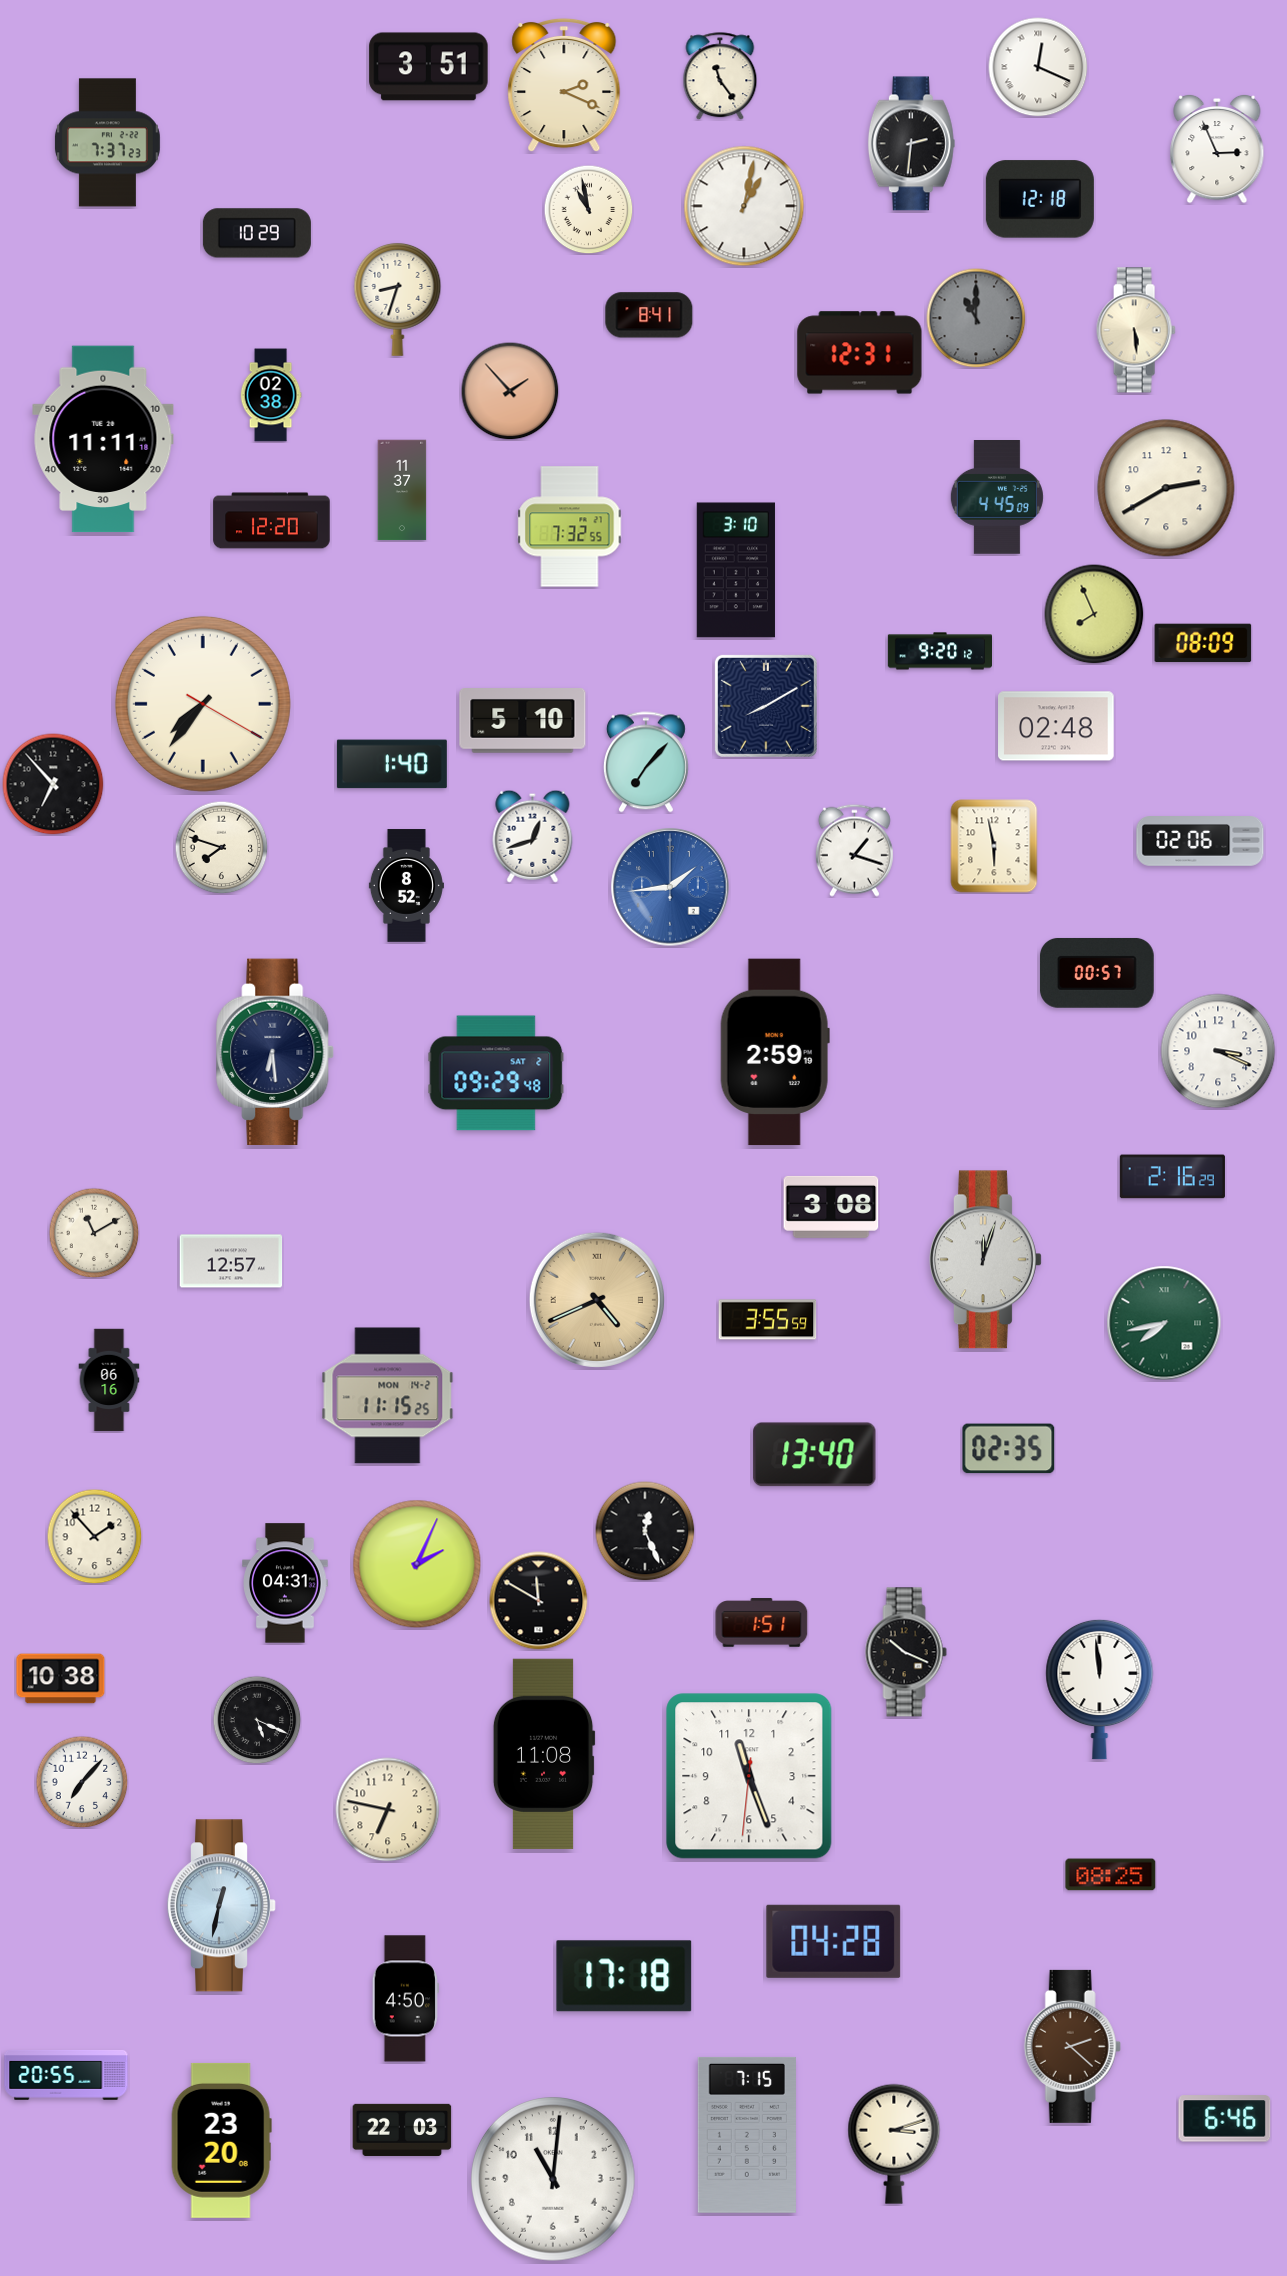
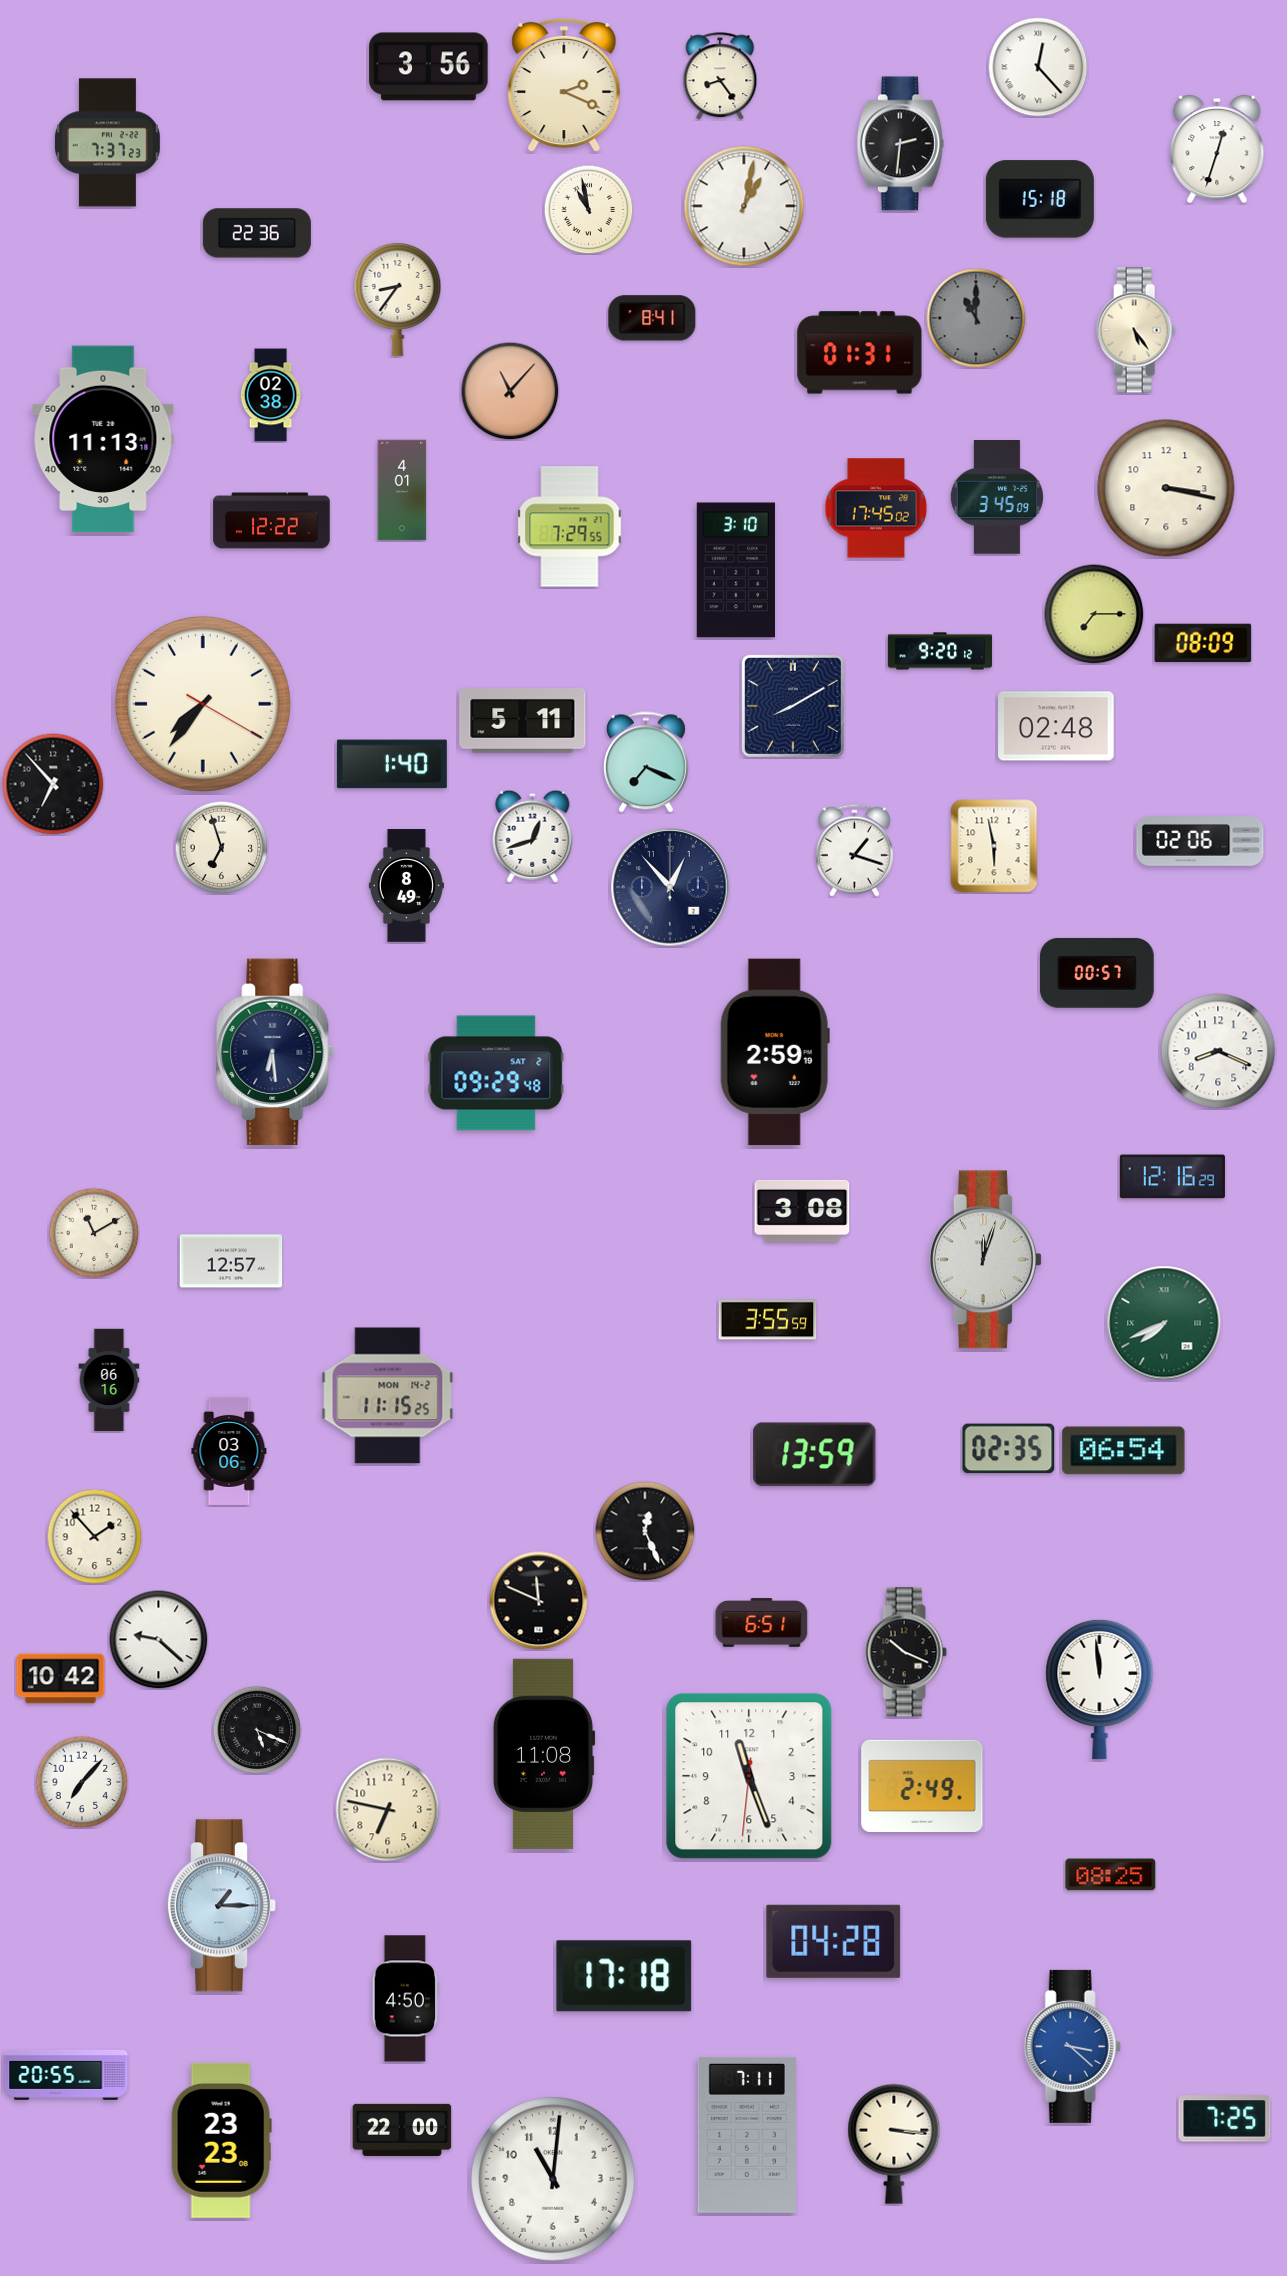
clock at (429, 67): 3:51 -> 3:56
clock at (1038, 67): 12:19 -> 12:23
clock at (720, 76): 11:24 -> 8:24
clock at (911, 144) position: (911, 144) -> (900, 144)
clock at (1217, 149): 2:56 -> 12:33
clock at (1040, 199): 12:18 -> 15:18
clock at (257, 233): 10:29 -> 22:36
clock at (398, 299): 8:33 -> 8:36
clock at (649, 315) position: (649, 315) -> (652, 318)
clock at (1136, 330): 5:29 -> 5:24
clock at (860, 353): 12:31 -> 01:31
clock at (510, 391): 1:53 -> 11:07
clock at (103, 439): 11:11 -> 11:13
clock at (1166, 488): 2:40 -> 3:17
clock at (402, 490): 11:37 -> 4:01
clock at (997, 498): 4:45 -> 3:45
clock at (876, 508): none -> 17:45
clock at (272, 521): 12:20 -> 12:22
clock at (570, 527): 7:32 -> 7:29
clock at (1094, 614): 7:56 -> 7:15
clock at (766, 706) position: (766, 706) -> (793, 706)
clock at (523, 721): 5:10 -> 5:11
clock at (646, 762): 7:07 -> 7:19
clock at (221, 847): 7:48 -> 6:57
clock at (406, 886): 8:52 -> 8:49
clock at (670, 887): 1:44 -> 12:53
clock at (670, 887) dial: blue -> navy
clock at (1218, 1051): 3:19 -> 8:19
clock at (1172, 1177): 2:16 -> 12:16
clock at (831, 1207) position: (831, 1207) -> (802, 1211)
clock at (597, 1300): 4:41 -> none
clock at (1164, 1323): 7:43 -> 7:41
clock at (229, 1451): none -> 03:06
clock at (1124, 1451): none -> 06:54
clock at (815, 1455): 13:40 -> 13:59
clock at (417, 1564): 2:04 -> none
clock at (285, 1583): 04:31 -> none
clock at (539, 1601): 11:50 -> 11:49
clock at (762, 1623): 1:51 -> 6:51
clock at (159, 1640): none -> 9:22
clock at (61, 1679): 10:38 -> 10:42
clock at (257, 1720) position: (257, 1720) -> (257, 1730)
clock at (922, 1785): none -> 2:49
clock at (221, 1906): 12:32 -> 1:15
clock at (1072, 2046): 2:22 -> 3:22
clock at (1072, 2046) dial: brown -> blue
clock at (1225, 2119): 6:46 -> 7:25
clock at (402, 2130): 22:03 -> 22:00
clock at (747, 2135): 7:15 -> 7:11
clock at (221, 2140): 23:20 -> 23:23
clock at (894, 2144): 3:12 -> 3:16
